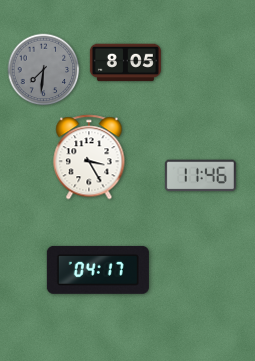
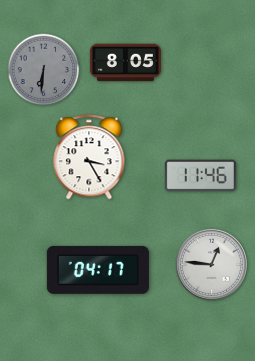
clock at (44, 70): 7:31 -> 6:31
clock at (211, 264): none -> 12:46
